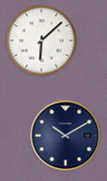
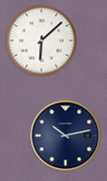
clock at (66, 136): 10:10 -> 10:13
